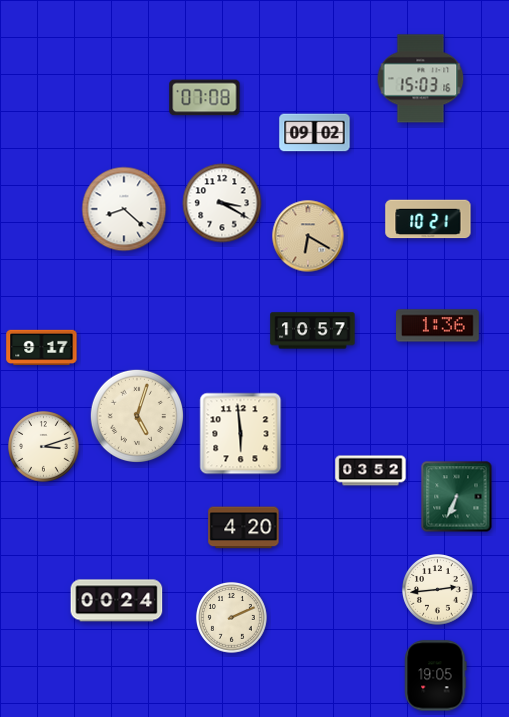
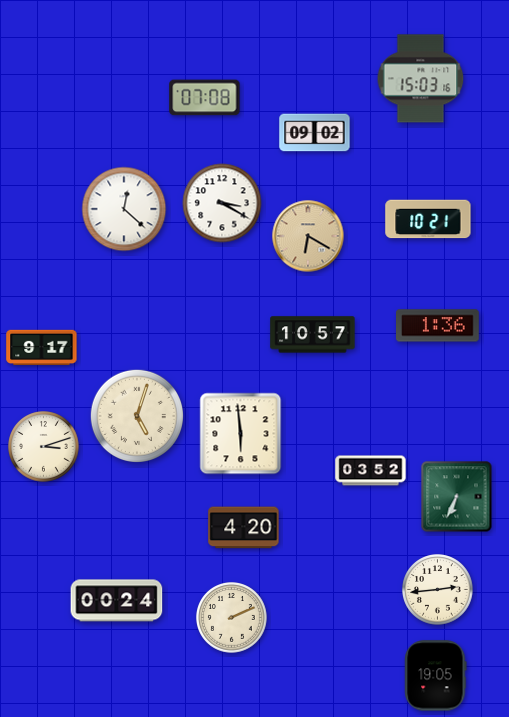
clock at (124, 209): 8:22 -> 12:22
clock at (313, 331) position: (313, 331) -> (313, 335)
